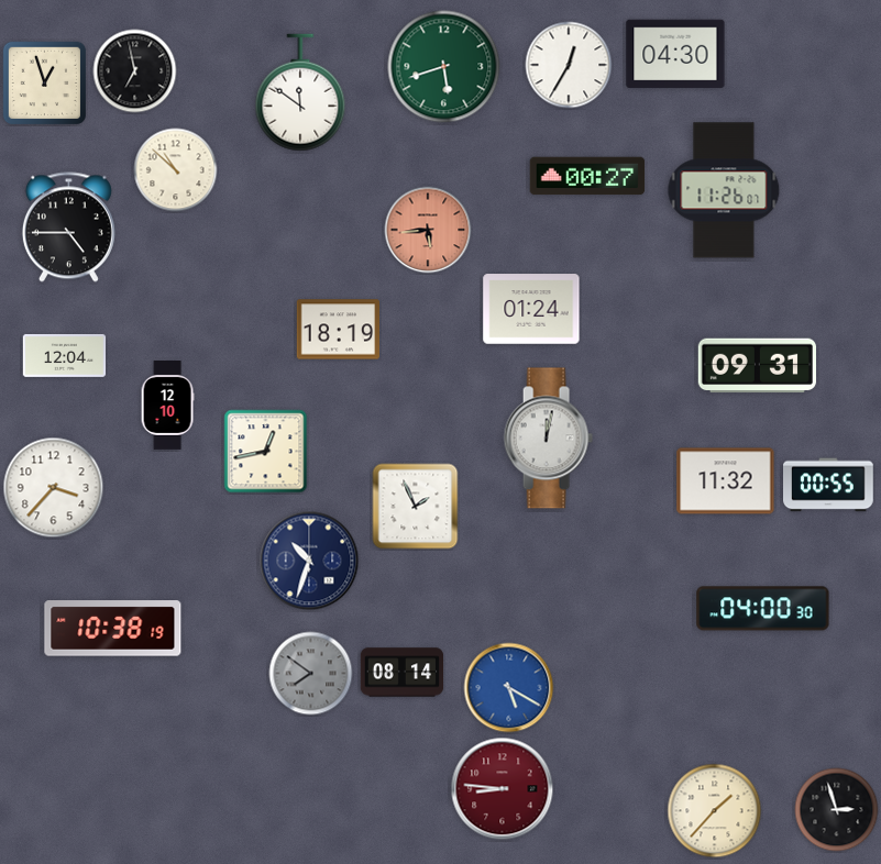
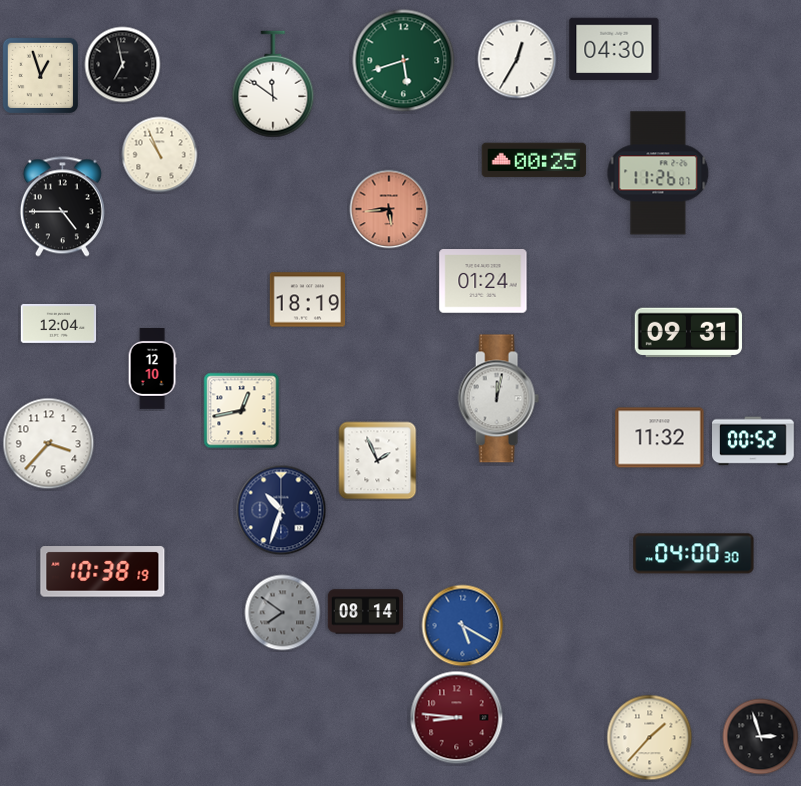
clock at (176, 170): 10:52 -> 10:56
clock at (587, 176): 00:27 -> 00:25
clock at (829, 485): 00:55 -> 00:52
